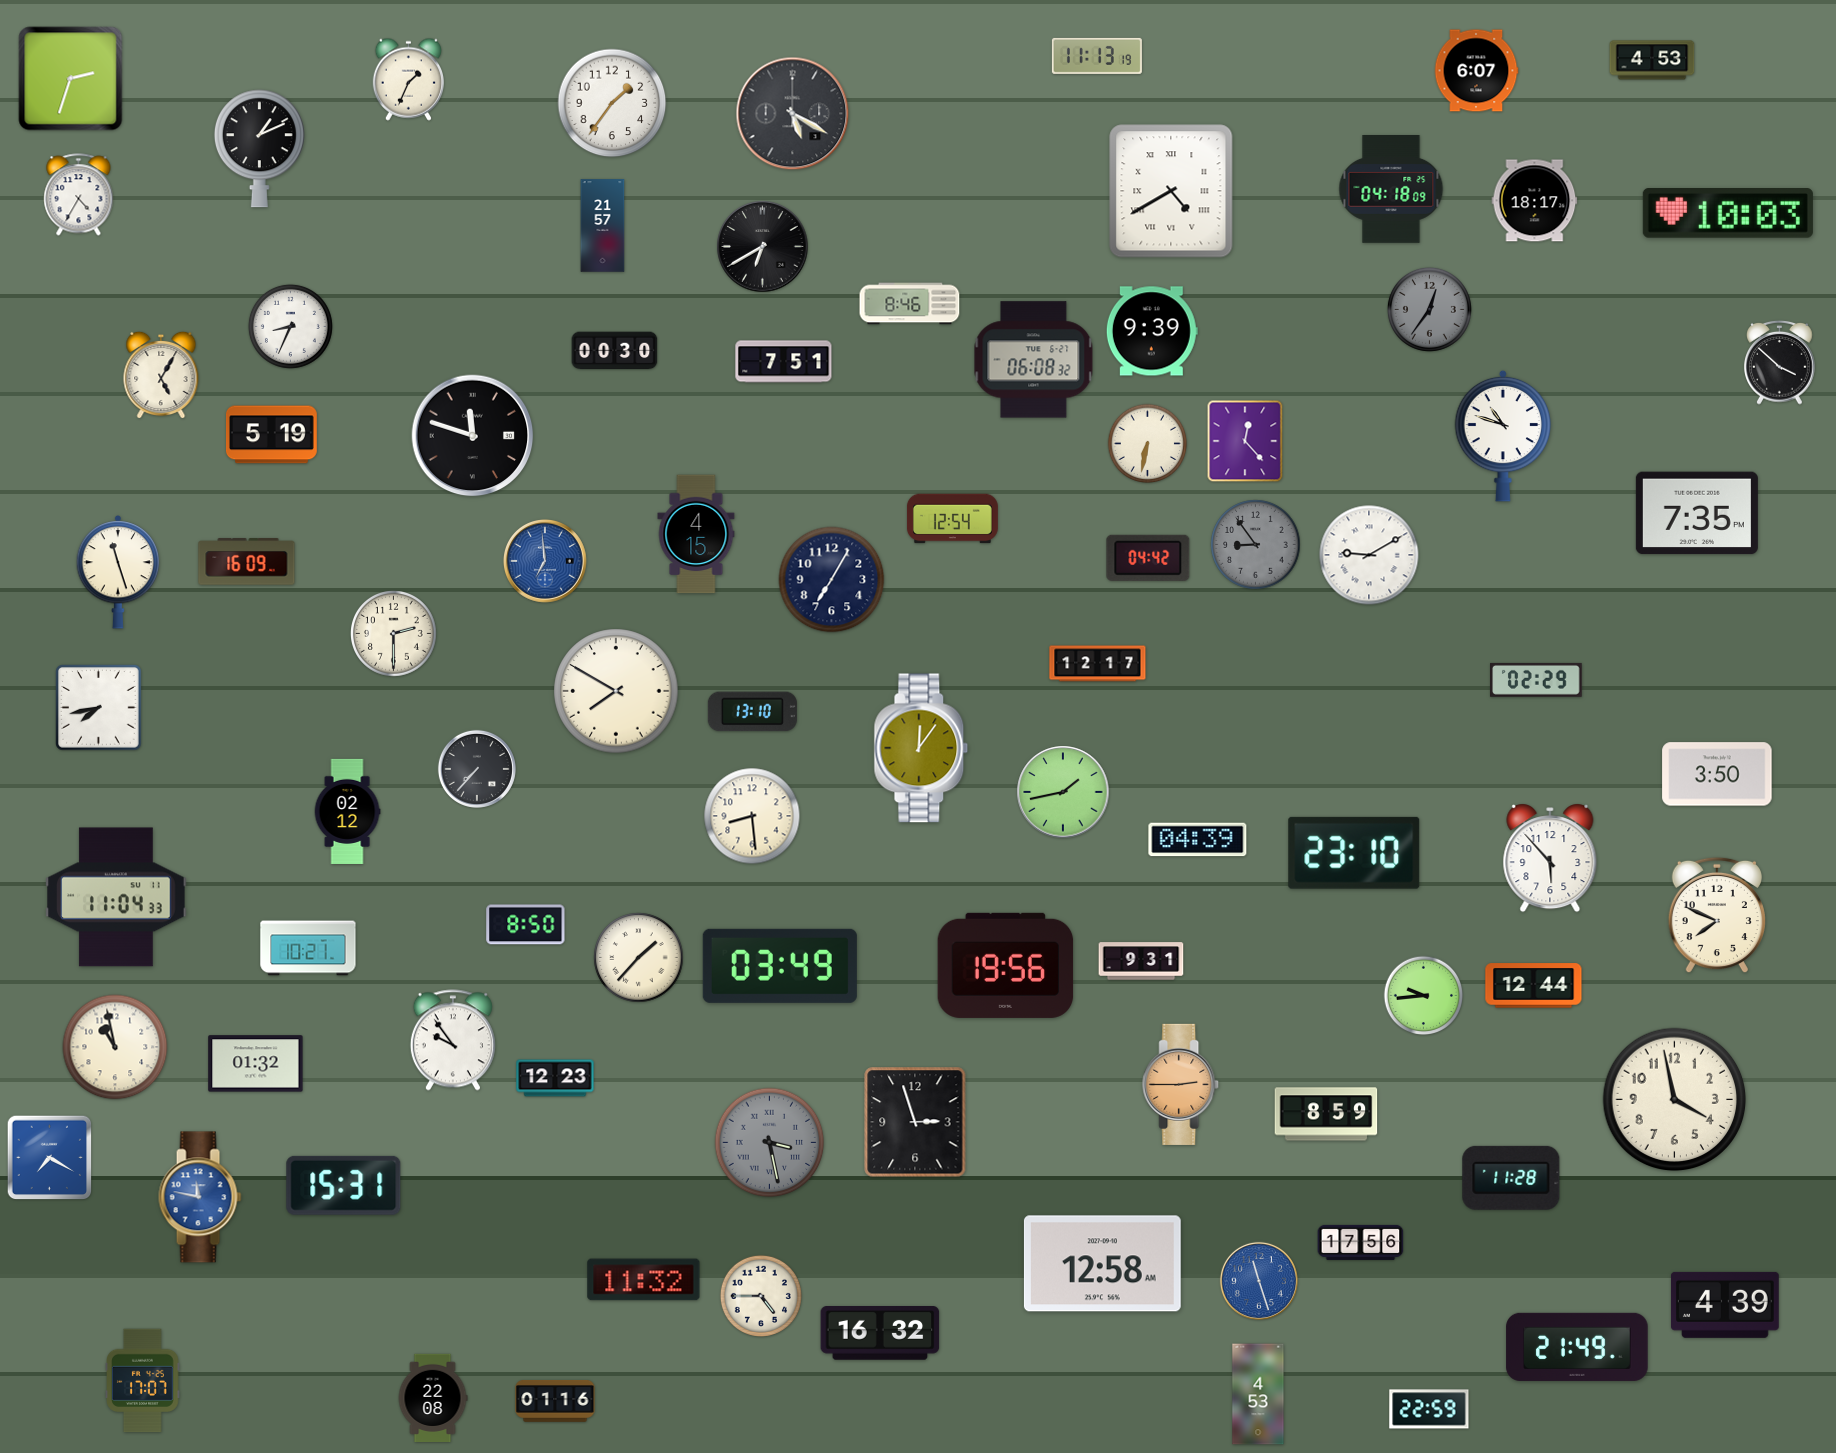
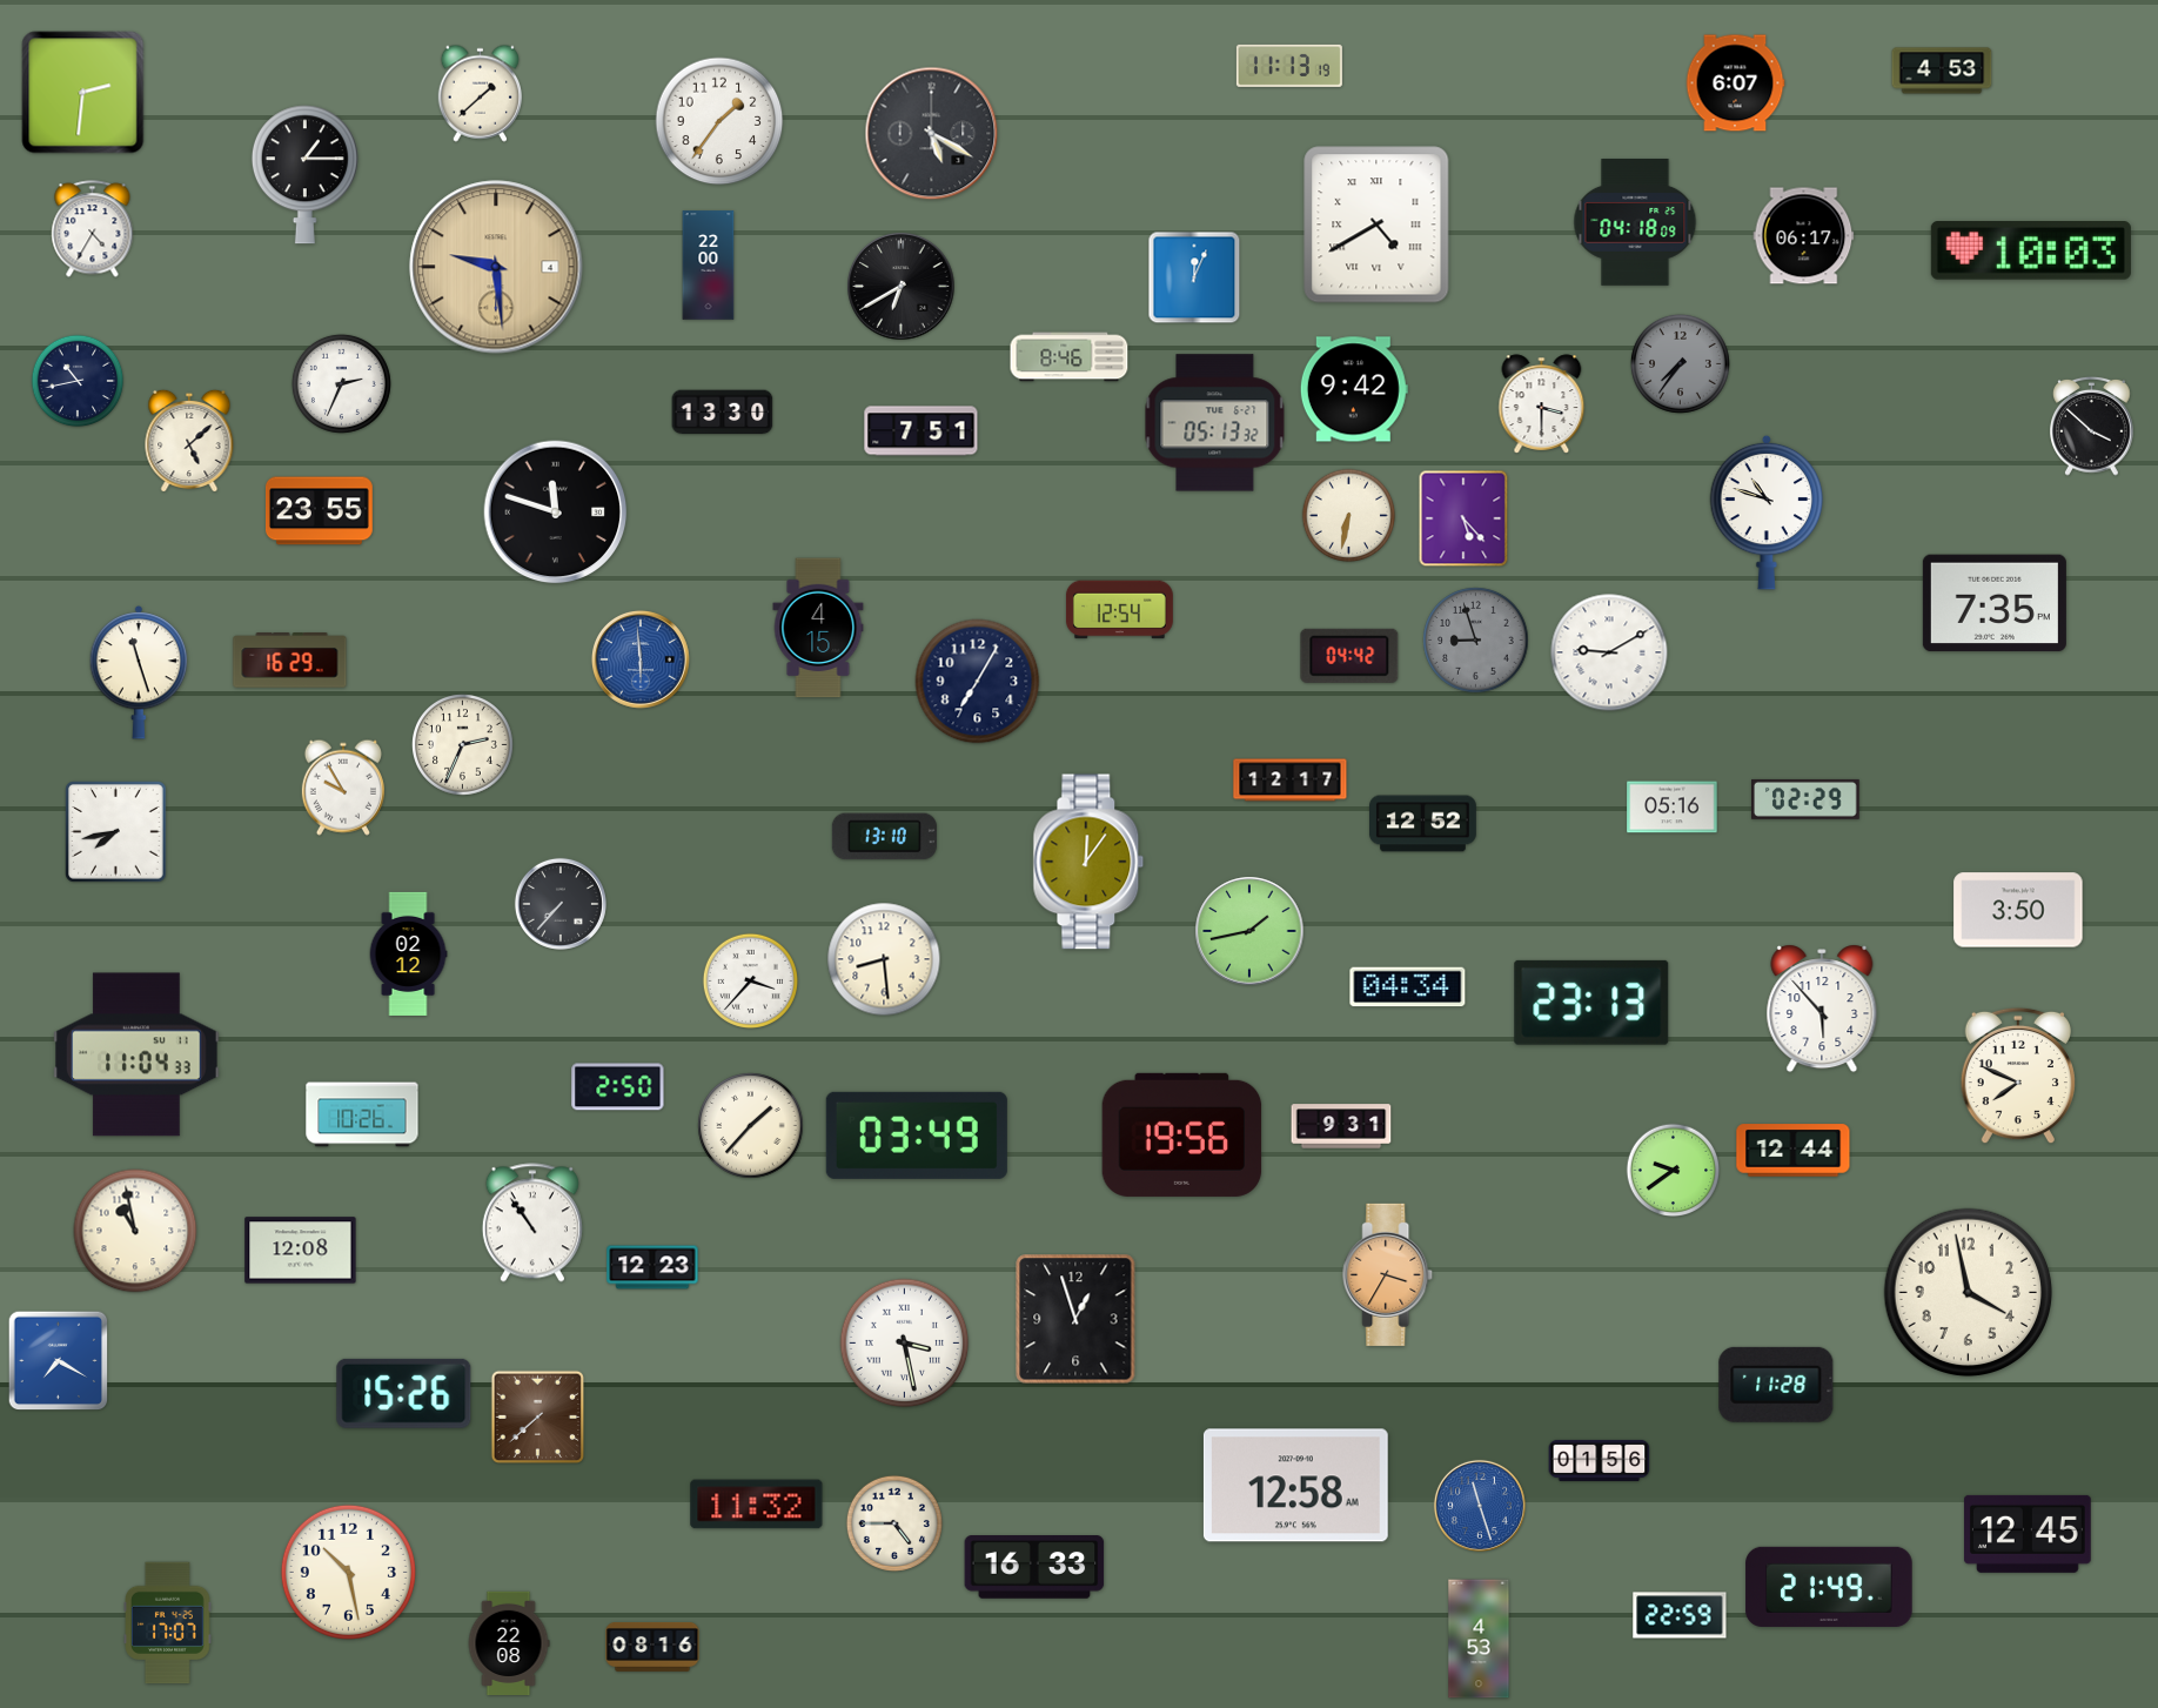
clock at (71, 79): 2:33 -> 2:31
clock at (408, 79): 1:34 -> 1:38
clock at (259, 149): 1:11 -> 1:15
clock at (1535, 201): 18:17 -> 06:17
clock at (603, 226): 21:57 -> 22:00
clock at (496, 267): none -> 9:29
clock at (1194, 277): none -> 12:04
clock at (763, 247) position: (763, 247) -> (902, 287)
clock at (1429, 309): 12:36 -> 7:36
clock at (78, 381): none -> 10:43
clock at (290, 326): 8:34 -> 2:34
clock at (1152, 331): 9:39 -> 9:42
clock at (1542, 404): none -> 3:30
clock at (615, 351): 00:30 -> 13:30
clock at (1034, 360): 06:08 -> 05:13
clock at (784, 362) position: (784, 362) -> (921, 431)
clock at (161, 375): 5:05 -> 5:08
clock at (271, 435): 5:19 -> 23:55
clock at (1245, 441): 12:23 -> 5:23
clock at (1148, 444) position: (1148, 444) -> (1349, 516)
clock at (1256, 545): 8:54 -> 8:57
clock at (545, 561): 6:59 -> 5:59
clock at (247, 562): 16:09 -> 16:29
clock at (394, 634): 2:30 -> 2:34
clock at (343, 788): none -> 9:55
clock at (1673, 808): none -> 05:16
clock at (616, 691): 7:50 -> none
clock at (1423, 824): none -> 12:52
clock at (921, 748) position: (921, 748) -> (1088, 862)
clock at (750, 980): none -> 3:37
clock at (1198, 840): 04:39 -> 04:34
clock at (1354, 853): 23:10 -> 23:13
clock at (526, 925): 8:50 -> 2:50
clock at (308, 948): 10:21 -> 10:26
clock at (1141, 961) position: (1141, 961) -> (1341, 1126)
clock at (1534, 986) position: (1534, 986) -> (1794, 1151)
clock at (1424, 996): 9:44 -> 9:39
clock at (453, 1040): 9:54 -> 10:54
clock at (256, 1064): 01:32 -> 12:08
clock at (1181, 1084): 2:45 -> 3:35
clock at (1326, 1114): 8:59 -> none
clock at (915, 1122): 2:57 -> 12:57
clock at (770, 1143) dial: grey -> white
clock at (344, 1185): 15:31 -> 15:26
clock at (200, 1197): 11:47 -> none
clock at (537, 1416): none -> 7:38
clock at (1361, 1242): 17:56 -> 01:56
clock at (1725, 1305): 4:39 -> 12:45
clock at (880, 1334): 16:32 -> 16:33
clock at (348, 1572): none -> 10:28
clock at (1577, 1347) position: (1577, 1347) -> (1829, 1587)
clock at (555, 1402): 01:16 -> 08:16
clock at (1429, 1409) position: (1429, 1409) -> (1680, 1615)
